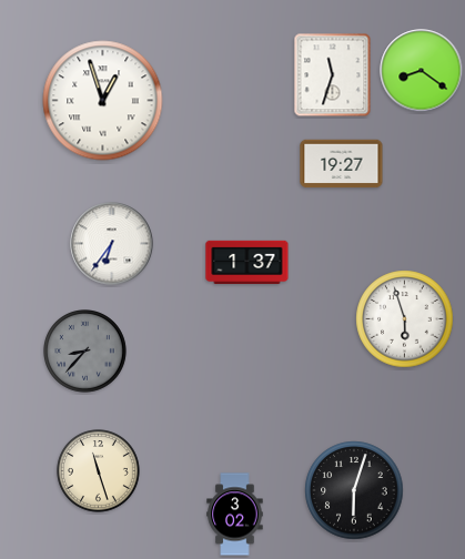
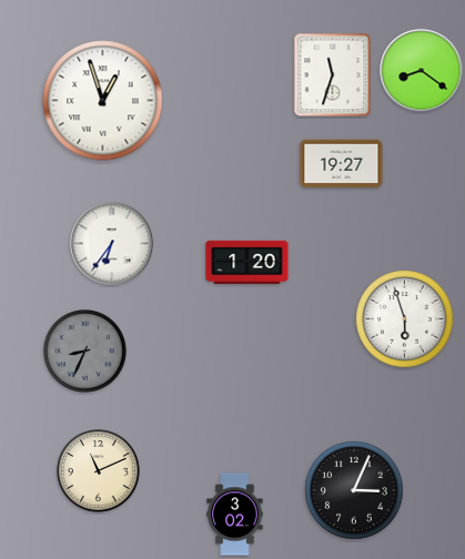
clock at (247, 262): 1:37 -> 1:20
clock at (85, 352): 8:37 -> 8:34
clock at (99, 471): 11:27 -> 11:11
clock at (354, 490): 6:03 -> 3:04
